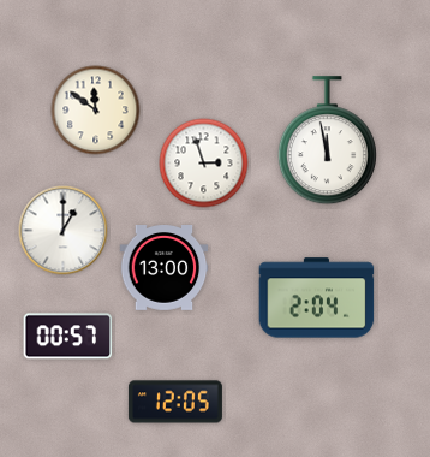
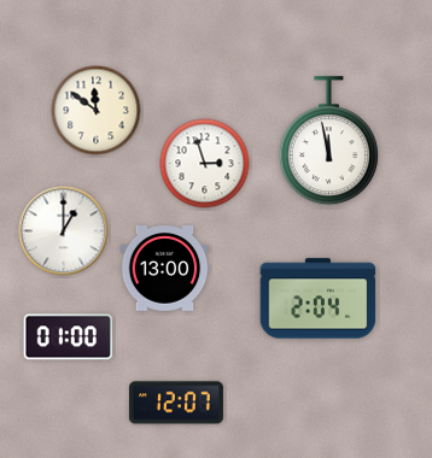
clock at (68, 337): 00:57 -> 01:00
clock at (175, 402): 12:05 -> 12:07
